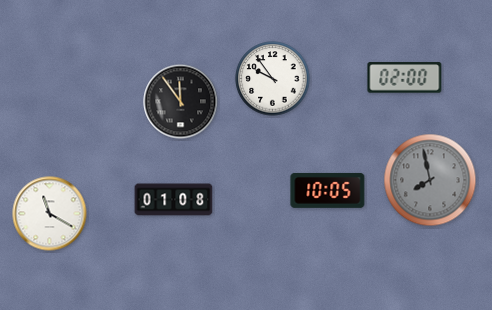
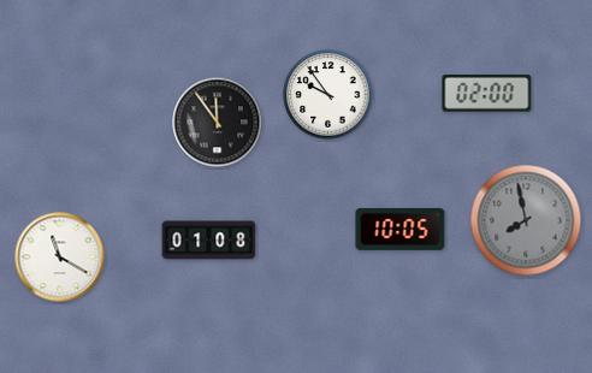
clock at (430, 180) position: (430, 180) -> (526, 220)
clock at (328, 190) position: (328, 190) -> (401, 229)
